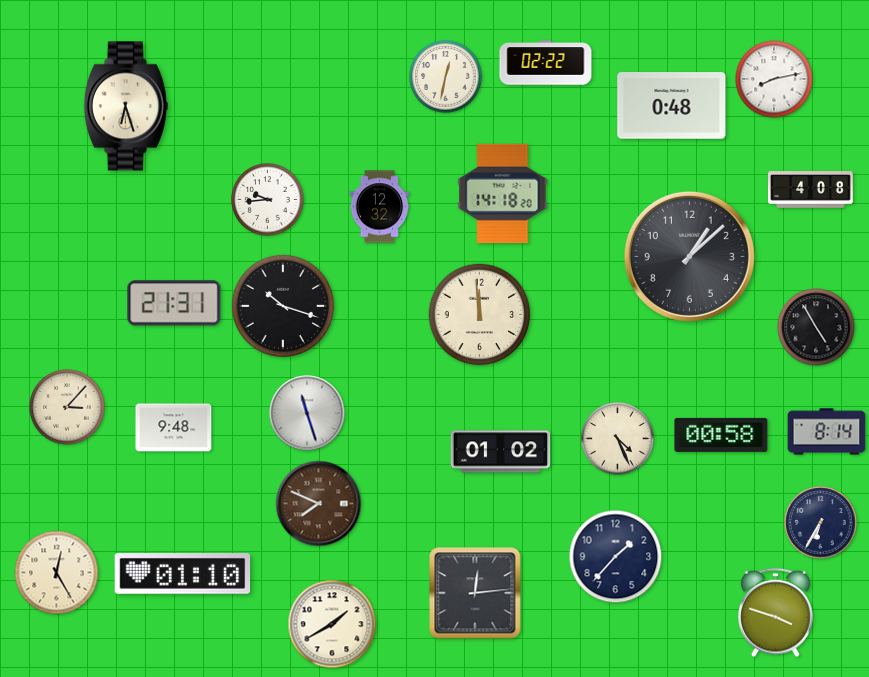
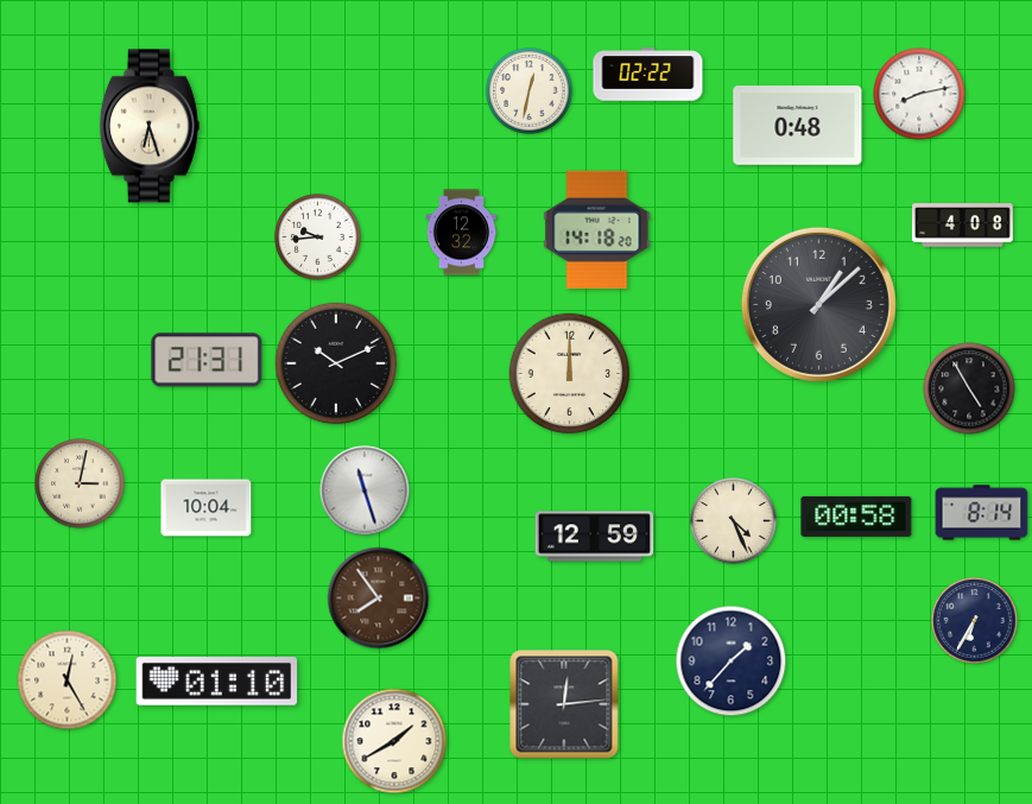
clock at (380, 207) position: (380, 207) -> (462, 233)
clock at (283, 306): 10:18 -> 10:11
clock at (480, 315): 11:59 -> 12:00
clock at (67, 407): 3:07 -> 3:02
clock at (174, 428): 9:48 -> 10:04
clock at (501, 452): 01:02 -> 12:59
clock at (319, 504): 7:49 -> 7:54
clock at (776, 613): 3:48 -> none
